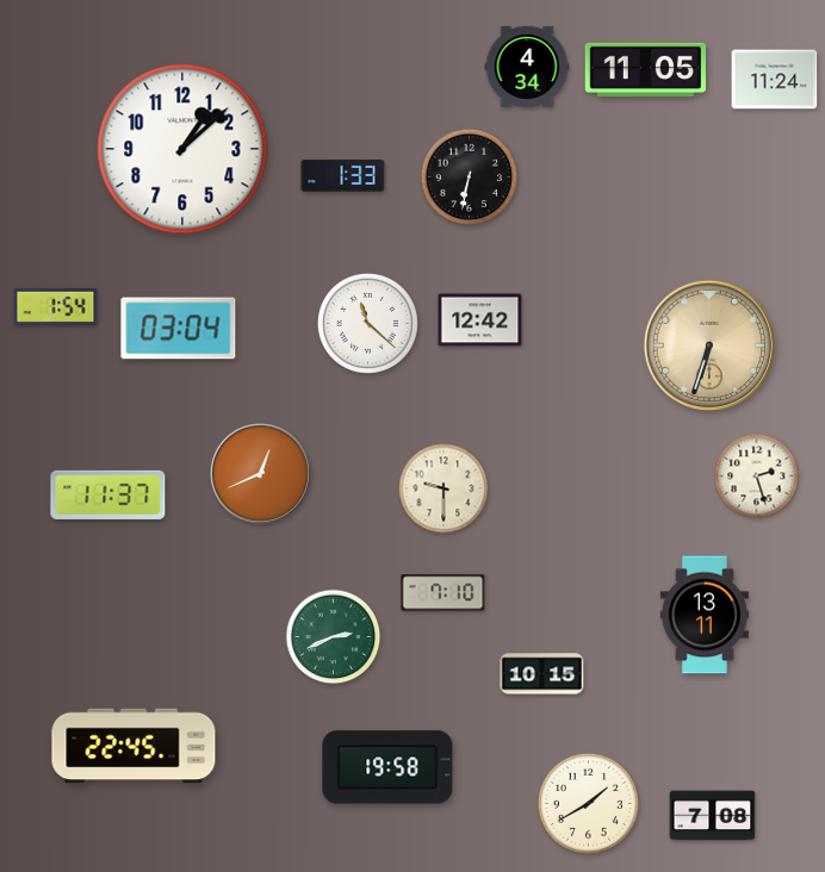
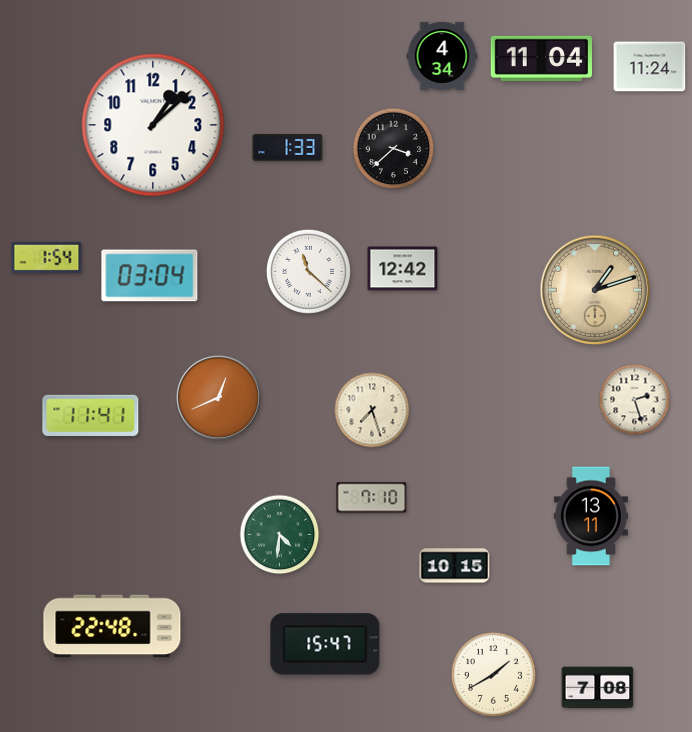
clock at (645, 69): 11:05 -> 11:04
clock at (470, 177): 6:32 -> 3:38
clock at (709, 345): 6:33 -> 1:12
clock at (443, 488): 9:30 -> 7:27
clock at (108, 494): 11:37 -> 11:41
clock at (334, 637): 2:41 -> 4:31
clock at (134, 746): 22:45 -> 22:48
clock at (387, 767): 19:58 -> 15:47
clock at (713, 816) position: (713, 816) -> (598, 688)
